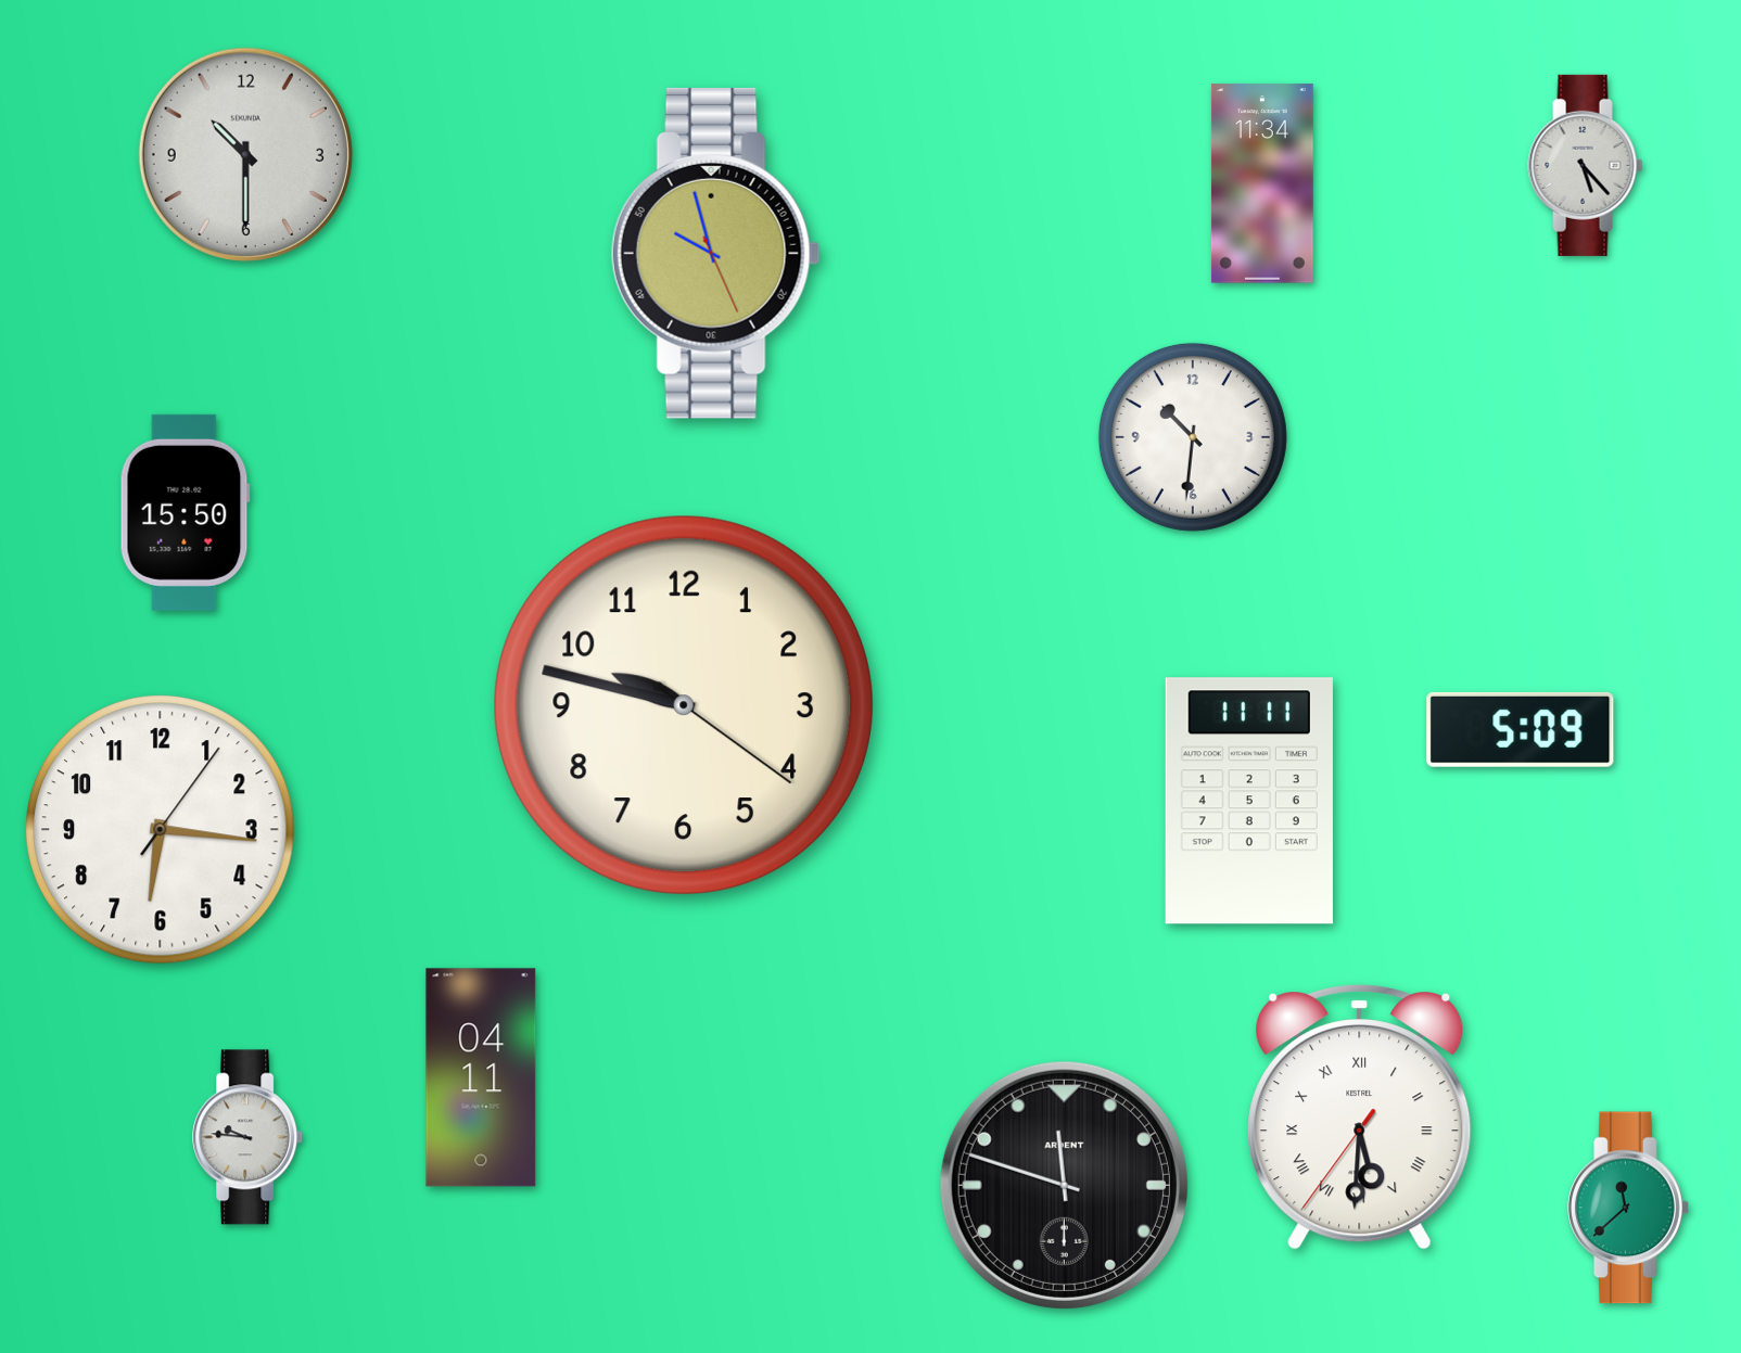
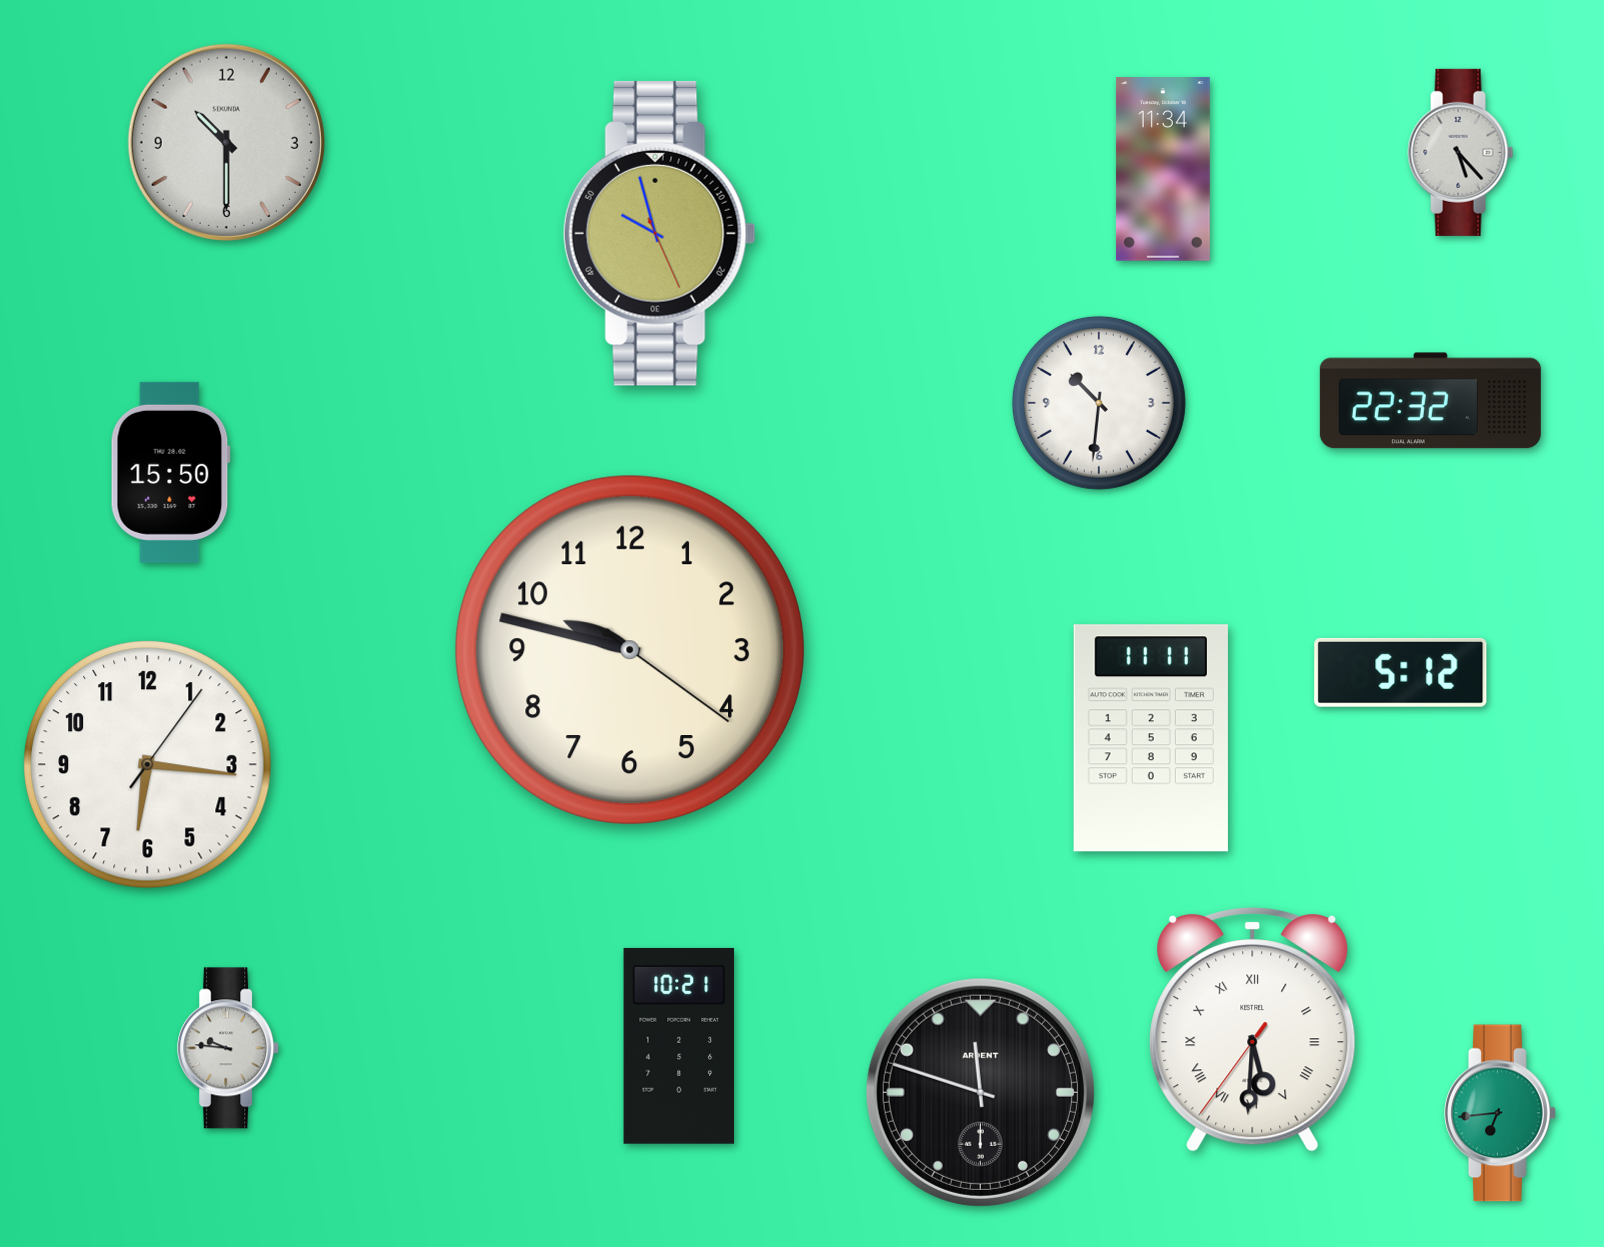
clock at (1430, 401): none -> 22:32
clock at (1521, 729): 5:09 -> 5:12
clock at (481, 1077): 04:11 -> none
clock at (679, 1046): none -> 10:21
clock at (1628, 1208): 11:38 -> 6:44
